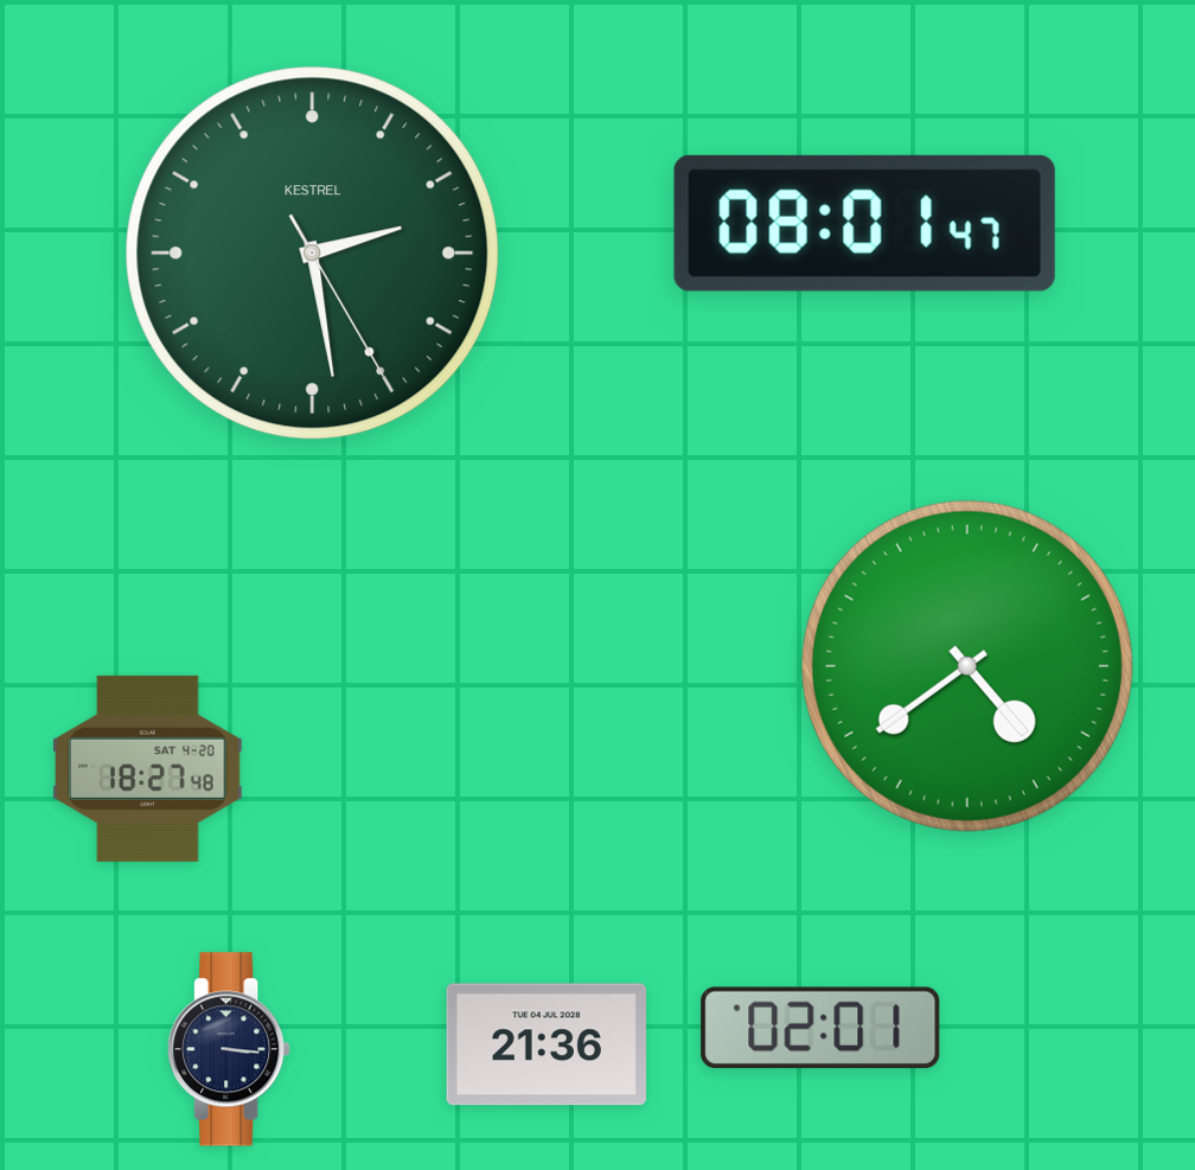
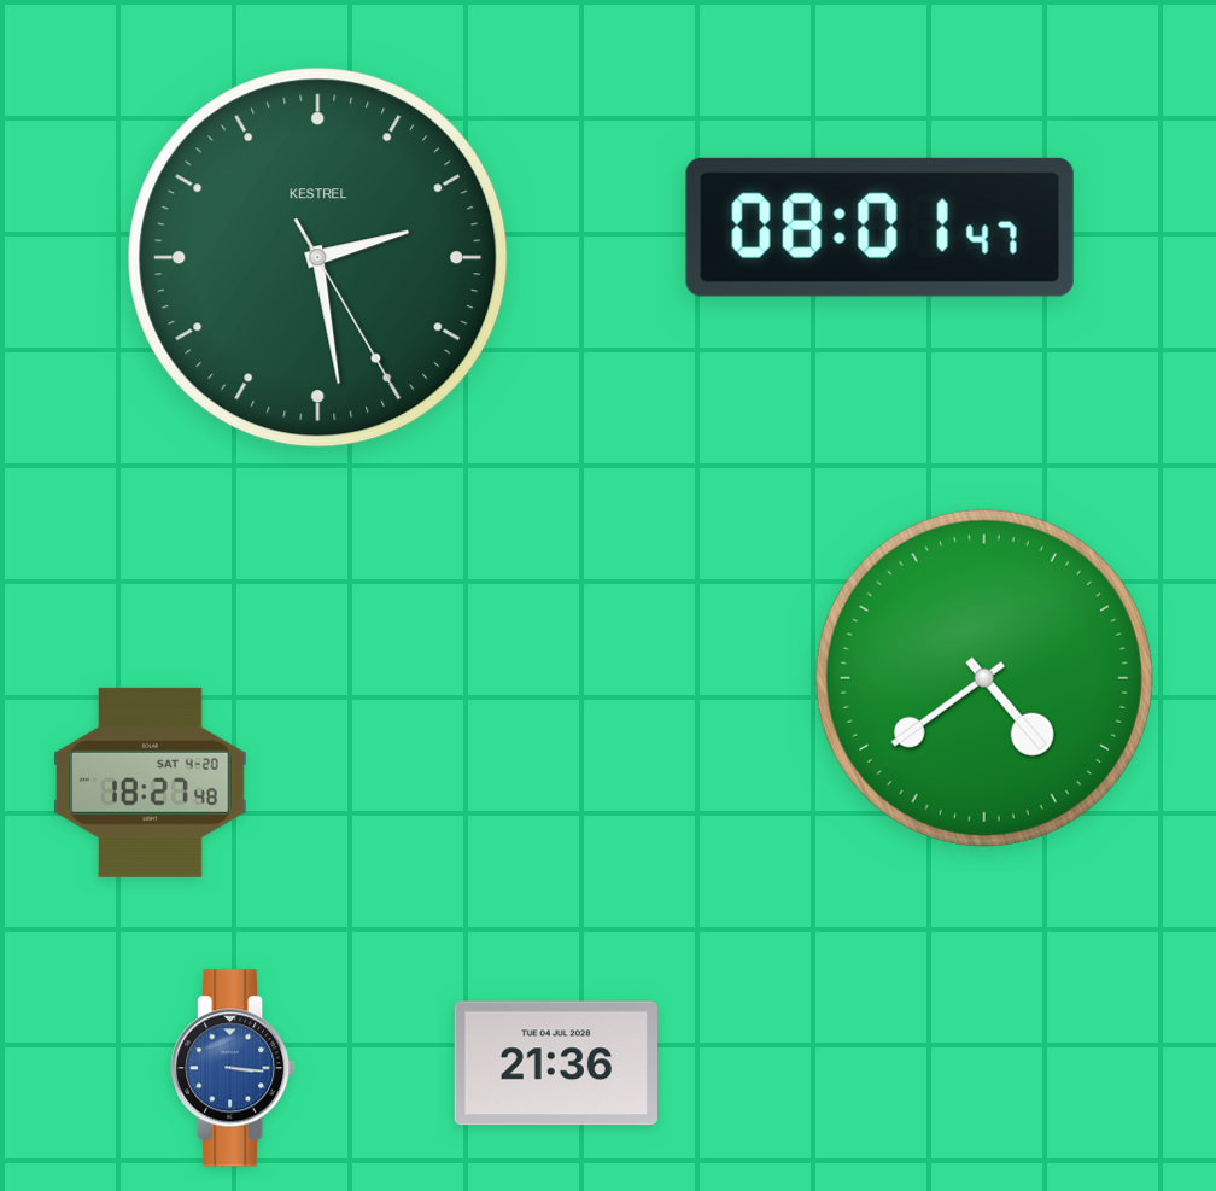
clock at (820, 1028): 02:01 -> none
clock at (229, 1049) dial: navy -> blue
